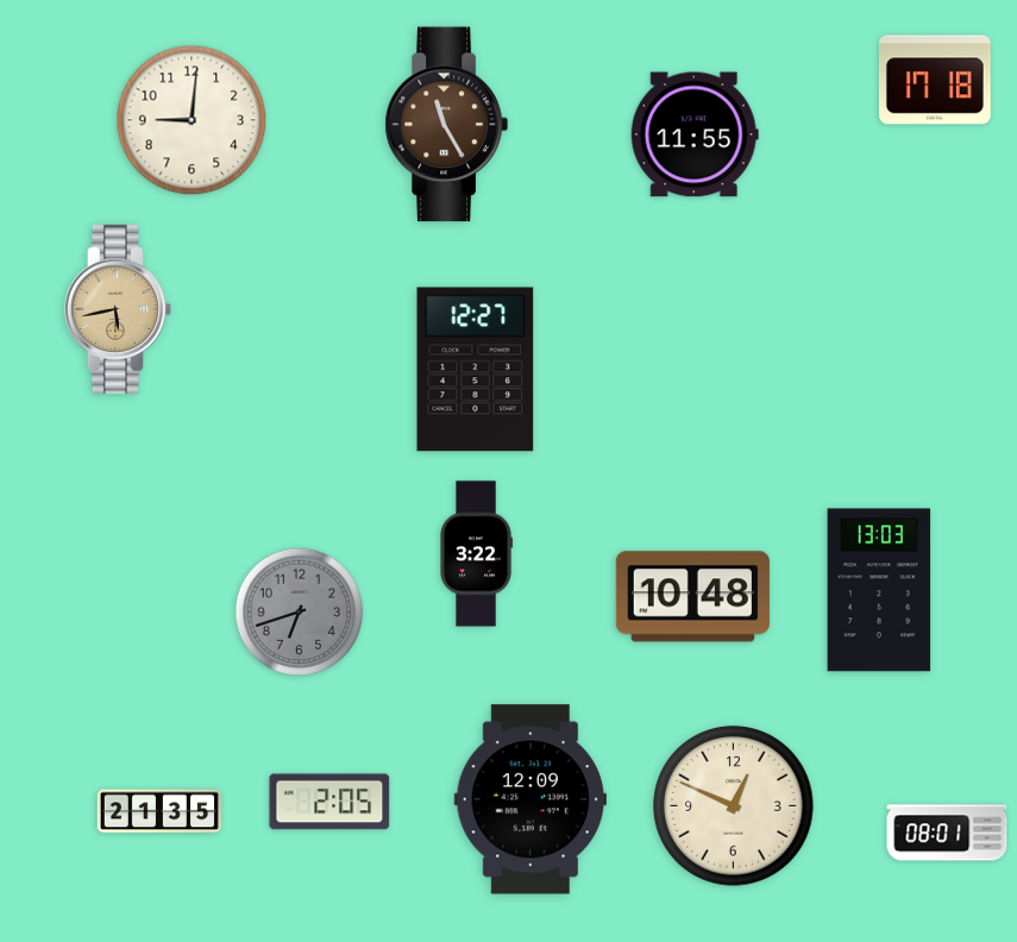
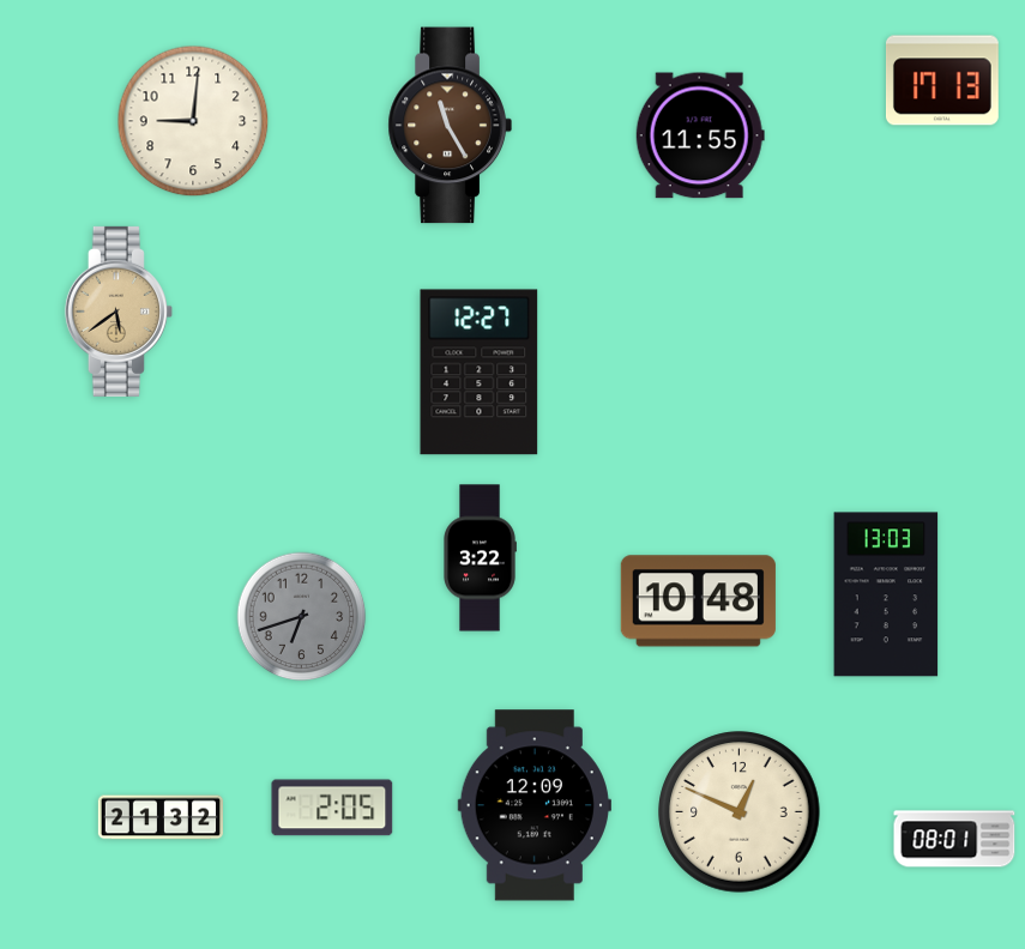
clock at (935, 80): 17:18 -> 17:13
clock at (118, 309): 5:43 -> 5:39
clock at (158, 811): 21:35 -> 21:32
